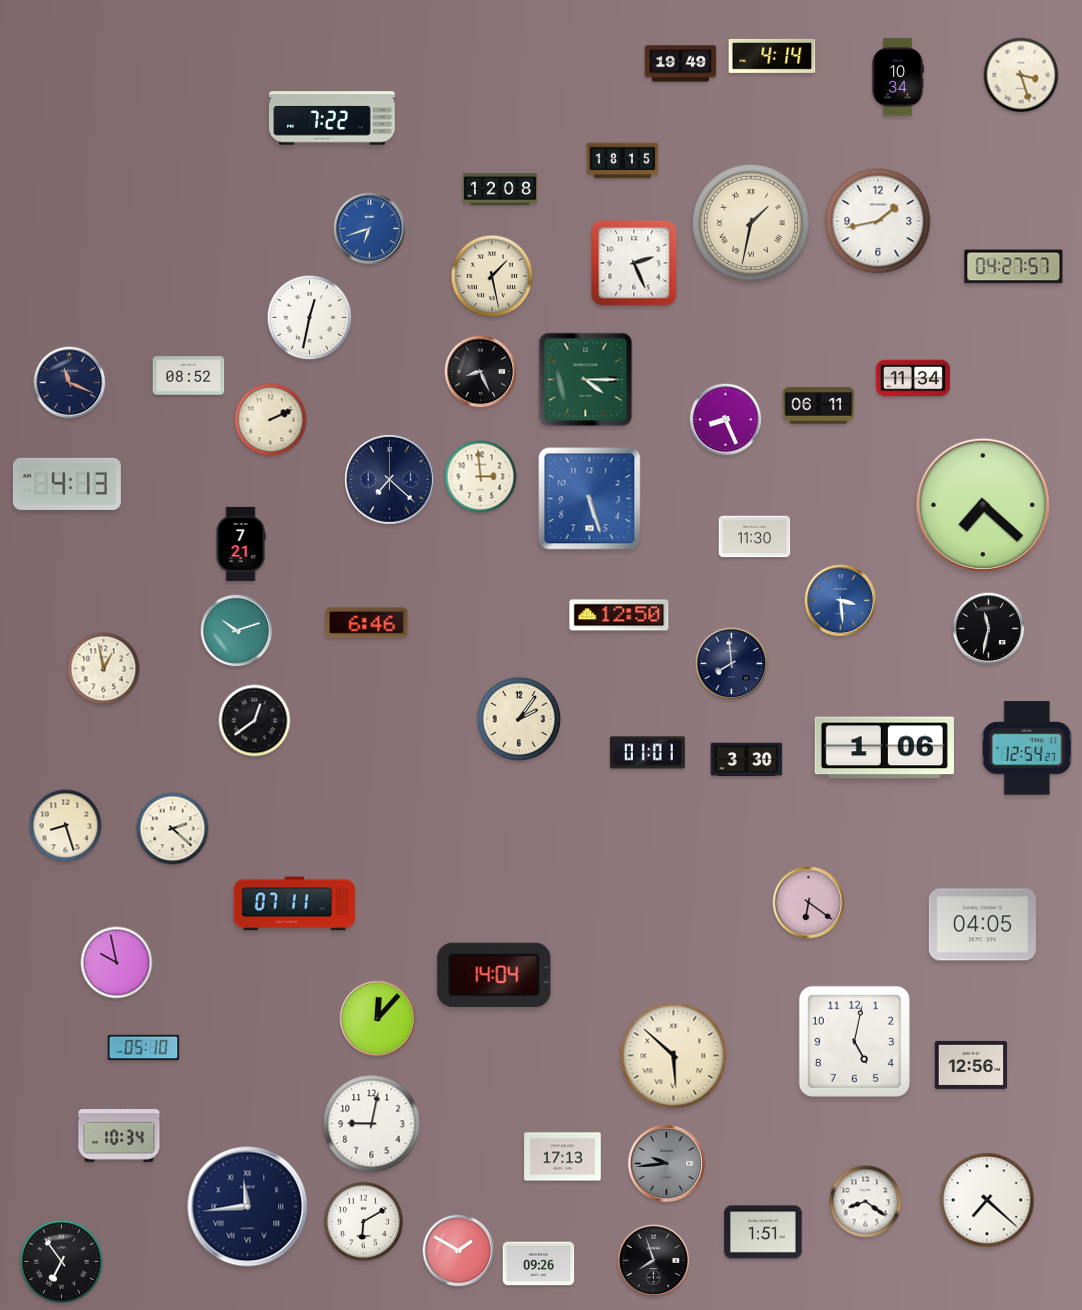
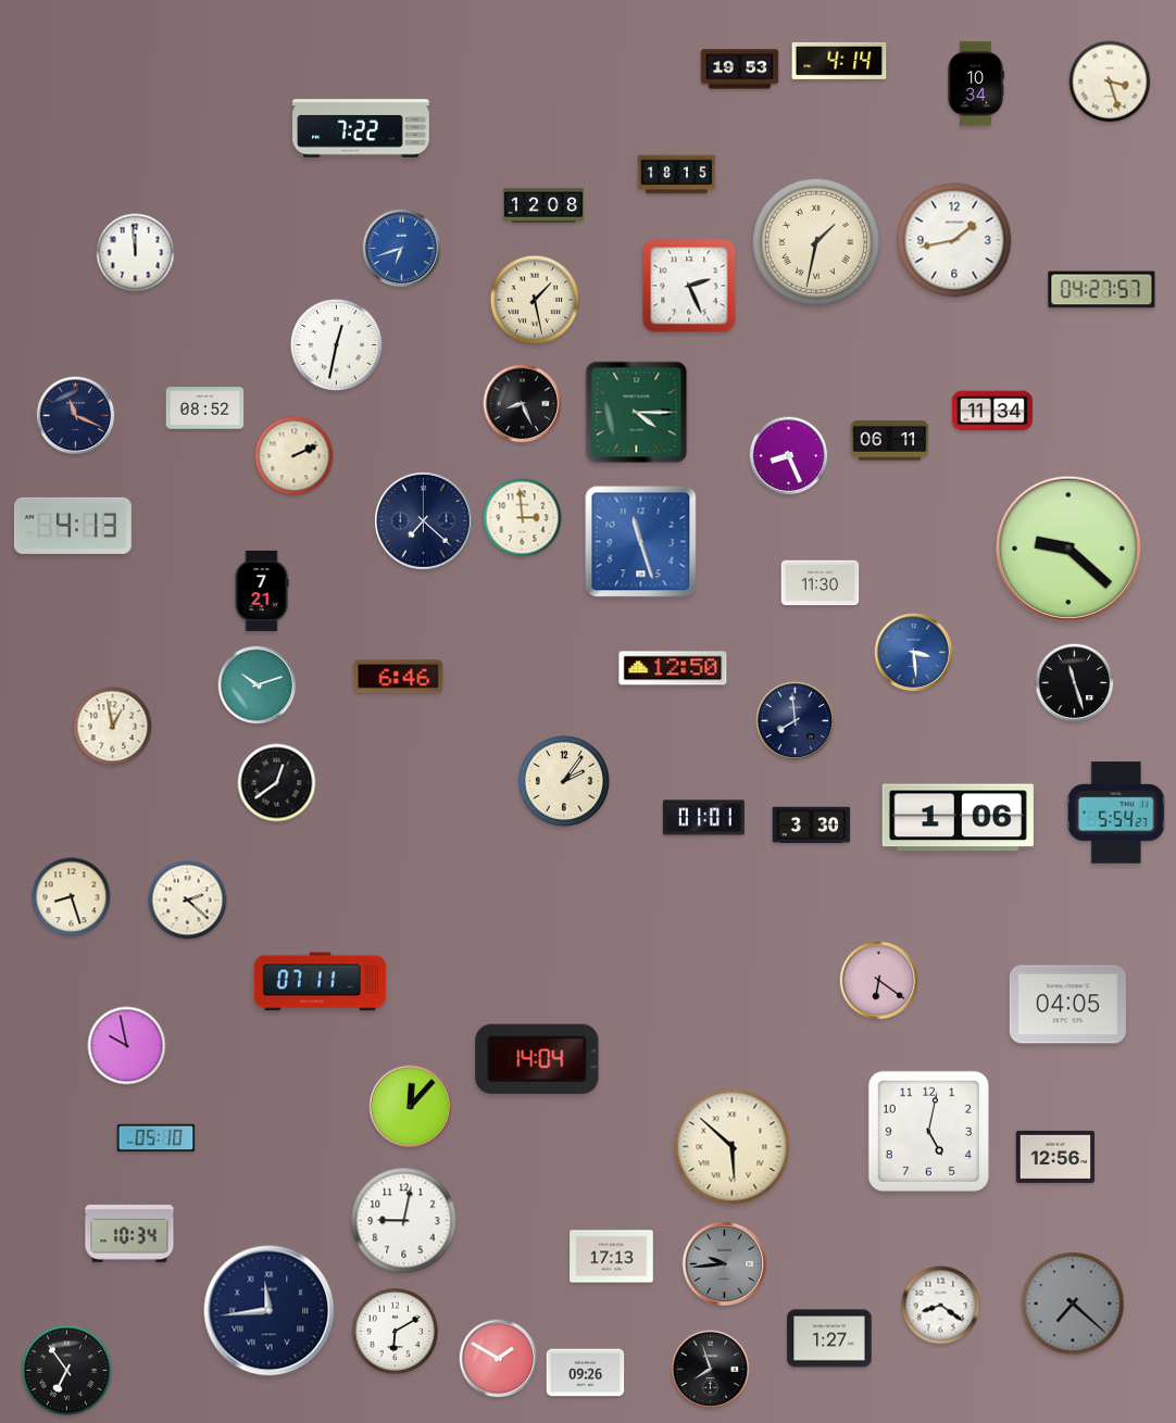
clock at (681, 64): 19:49 -> 19:53
clock at (136, 253): none -> 11:59
clock at (590, 499): 5:27 -> 11:27
clock at (983, 505): 7:22 -> 9:22
clock at (989, 629): 11:32 -> 11:27
clock at (884, 748) position: (884, 748) -> (958, 818)
clock at (1027, 748): 12:54 -> 5:54
clock at (987, 1200) dial: white -> grey
clock at (364, 1222) position: (364, 1222) -> (396, 1332)
clock at (763, 1232): 1:51 -> 1:27
